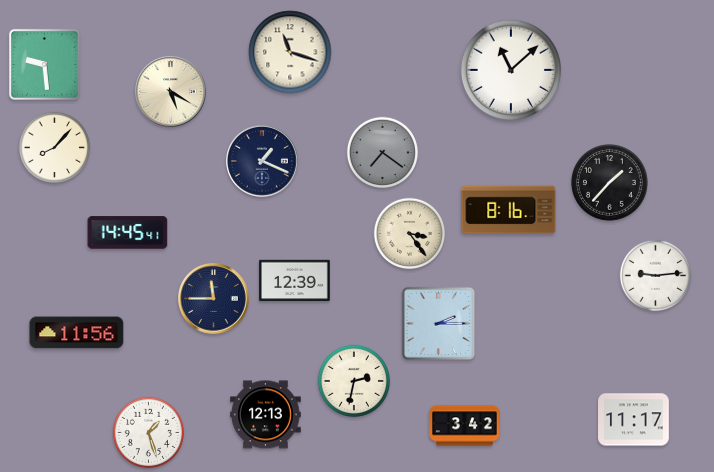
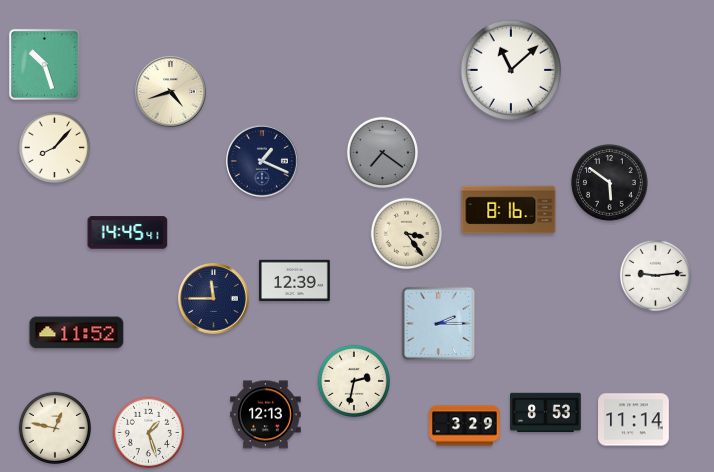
clock at (290, 52): 11:18 -> none
clock at (44, 64): 9:29 -> 10:27
clock at (171, 92): 5:20 -> 4:42
clock at (610, 183): 1:37 -> 5:51
clock at (410, 234) position: (410, 234) -> (407, 234)
clock at (77, 333): 11:56 -> 11:52
clock at (546, 413): none -> 8:53
clock at (634, 420): 11:17 -> 11:14
clock at (465, 426): 3:42 -> 3:29
clock at (54, 427): none -> 12:47
